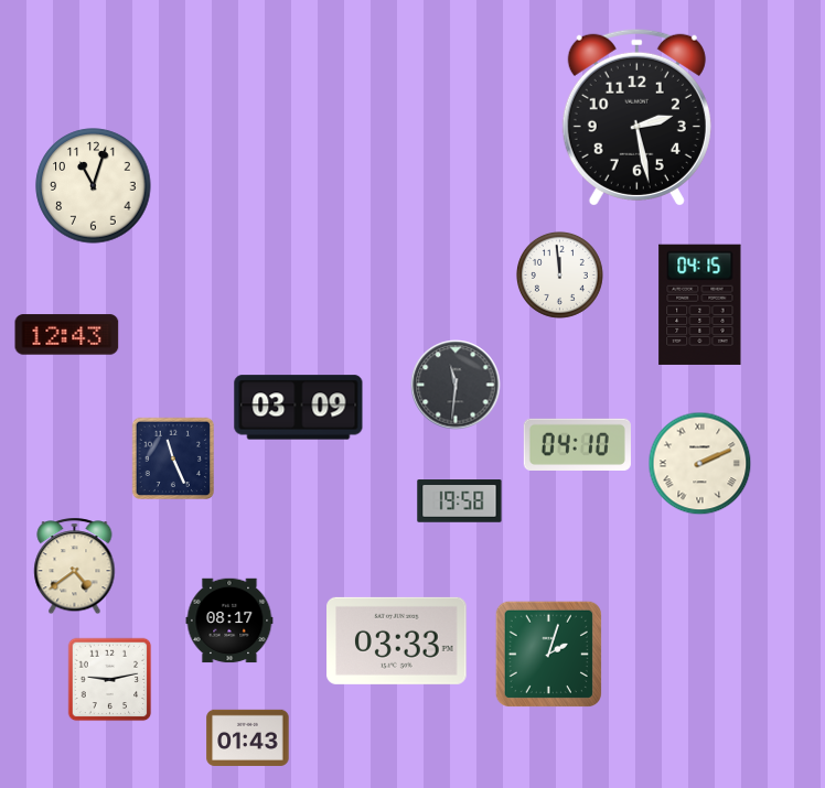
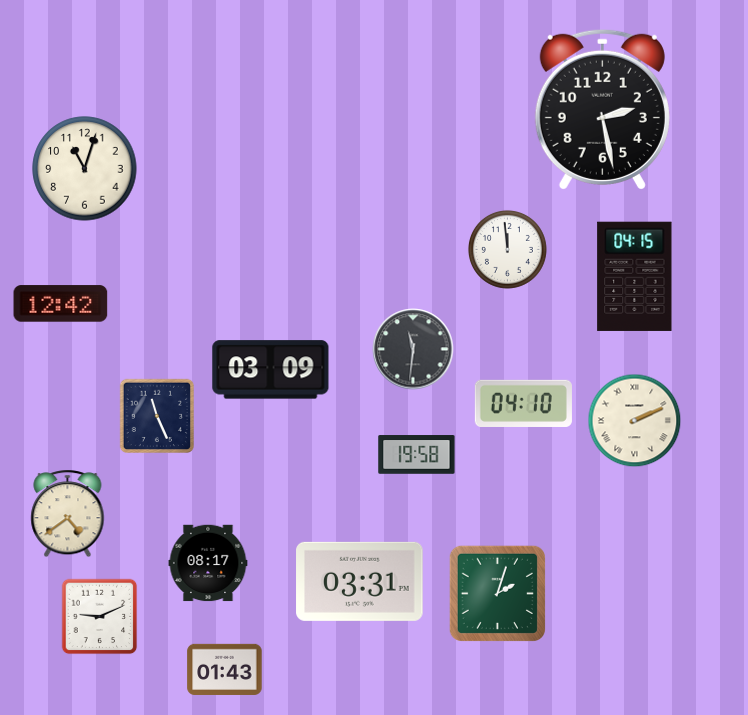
clock at (636, 117) position: (636, 117) -> (602, 109)
clock at (67, 335): 12:43 -> 12:42
clock at (397, 640): 03:33 -> 03:31
clock at (110, 680): 9:13 -> 9:11
